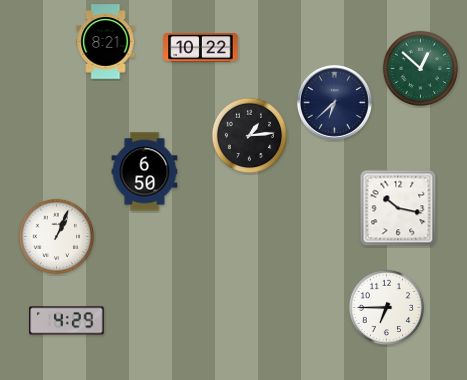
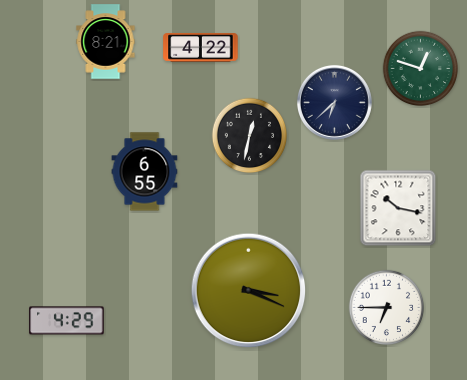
clock at (201, 48): 10:22 -> 4:22
clock at (421, 69): 12:52 -> 12:48
clock at (250, 136): 1:14 -> 12:32
clock at (145, 172): 6:50 -> 6:55
clock at (57, 237): 1:04 -> none
clock at (249, 291): none -> 3:19
